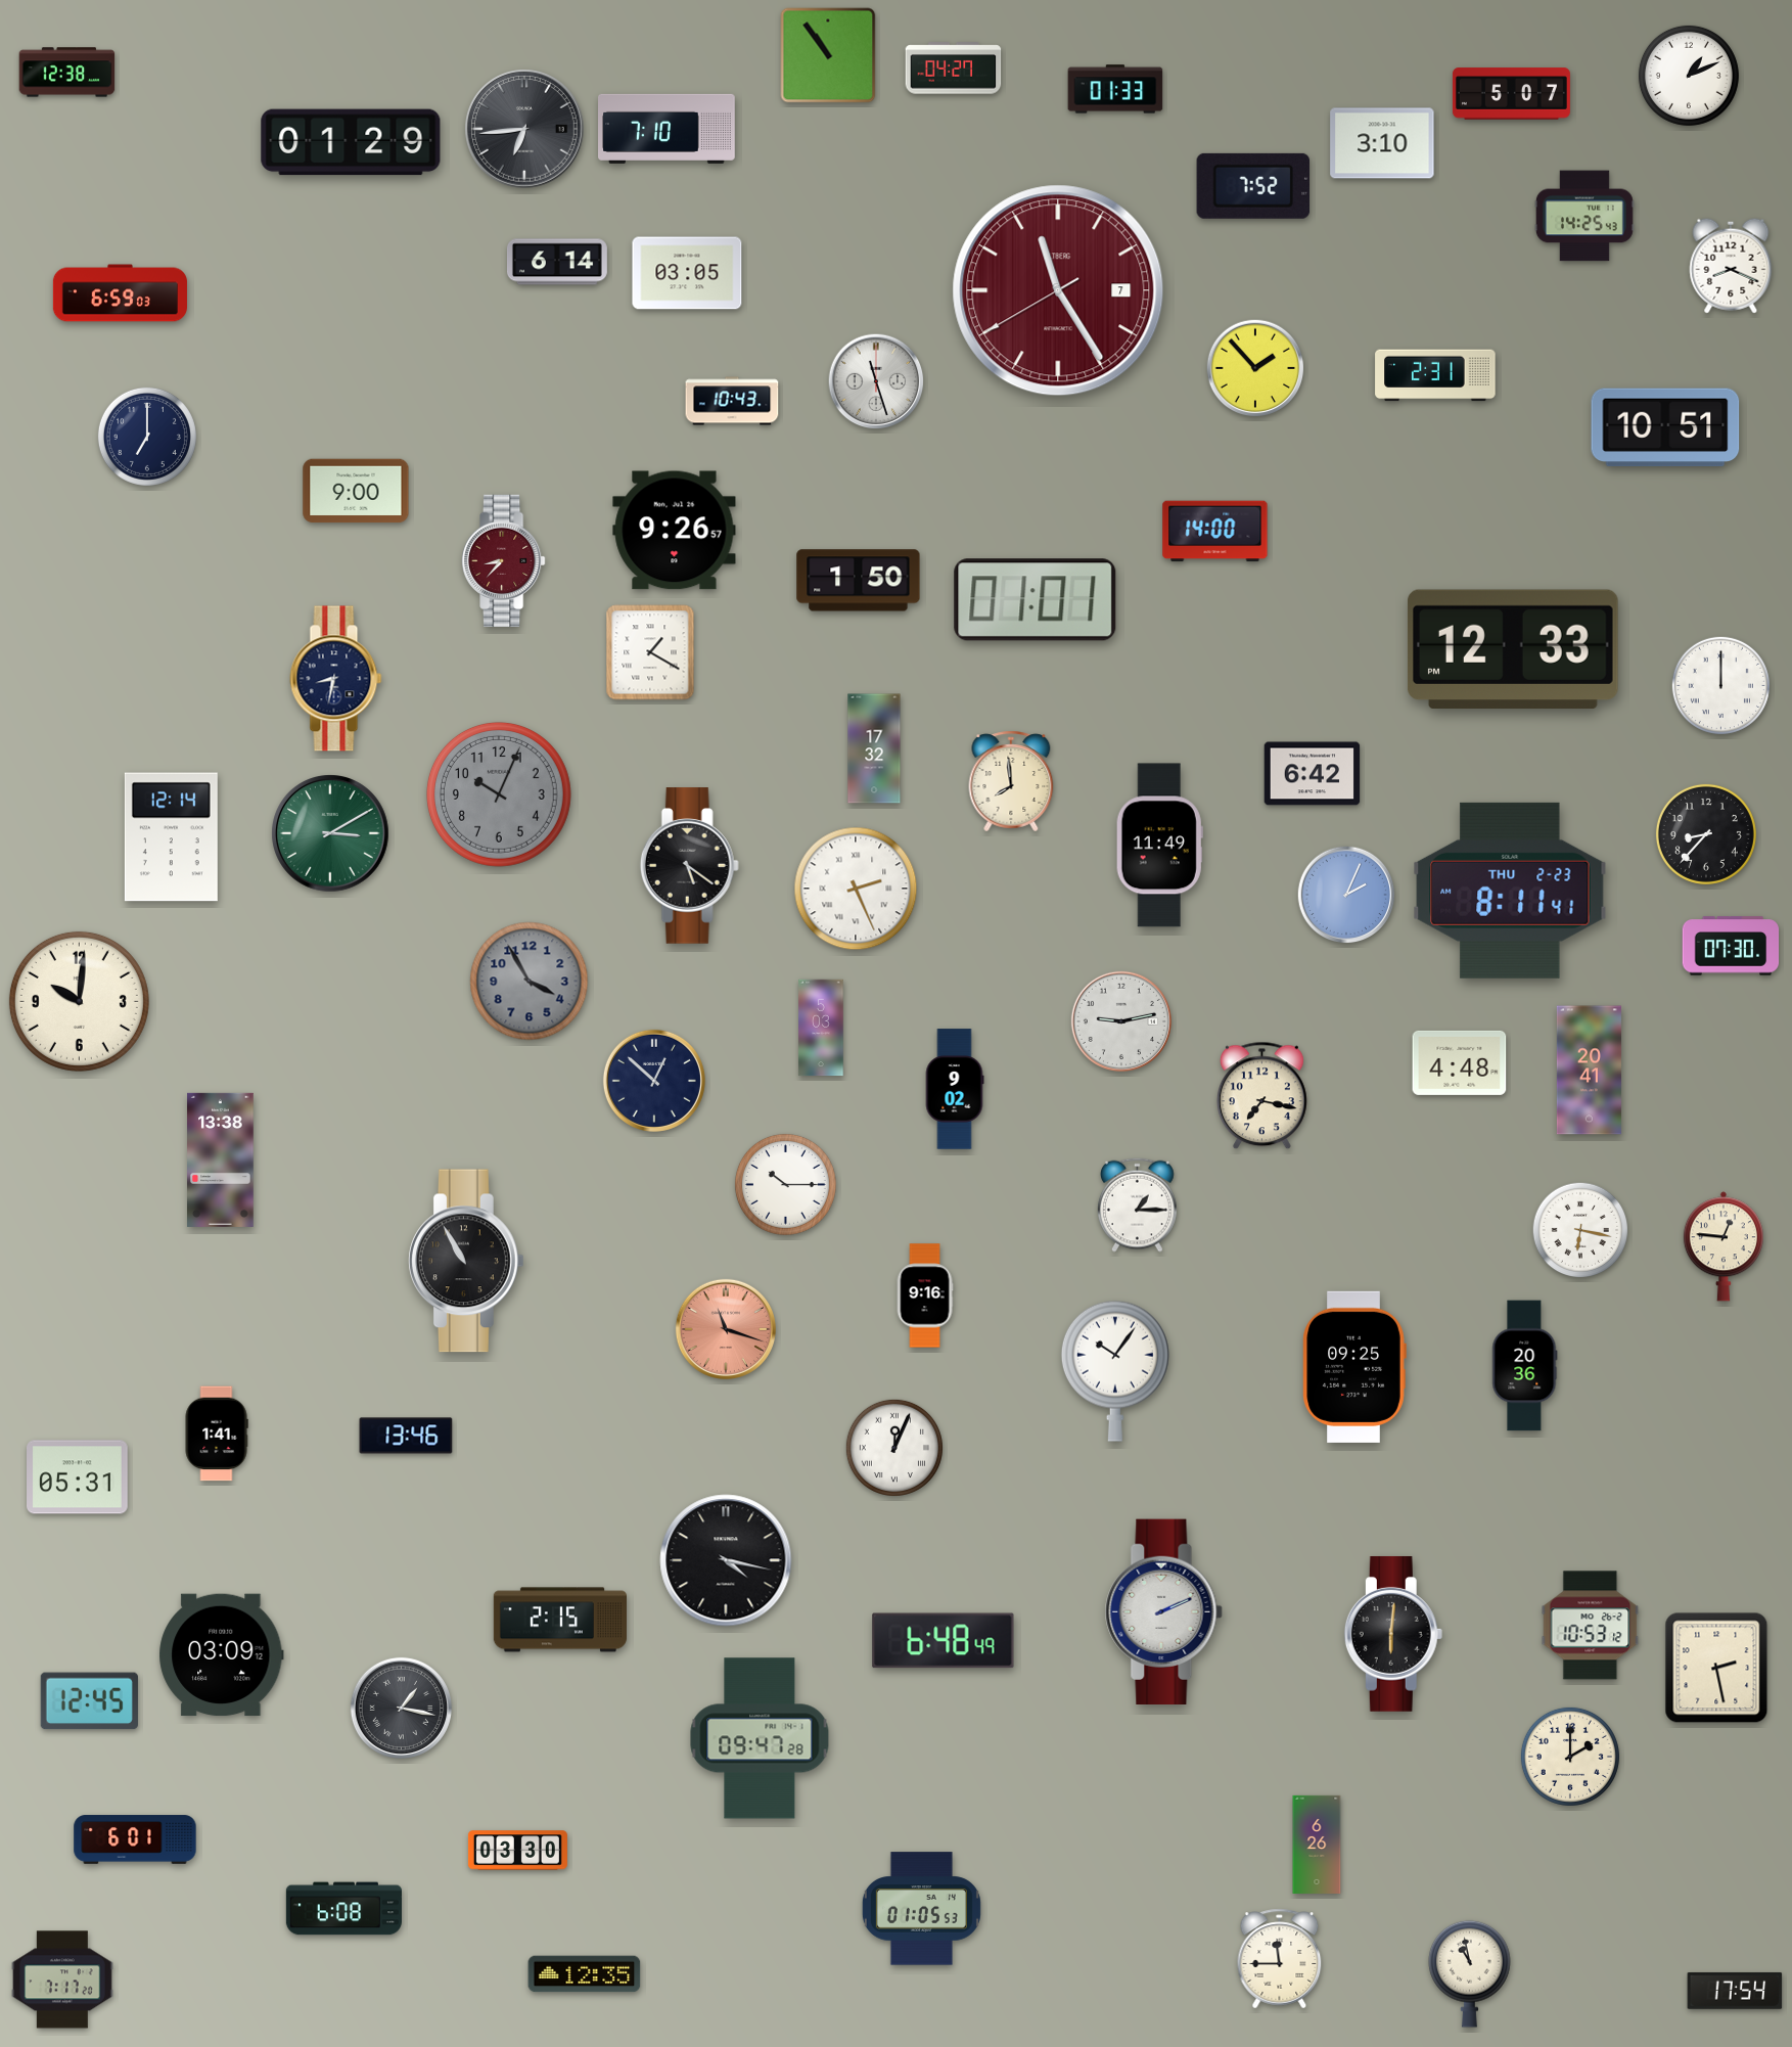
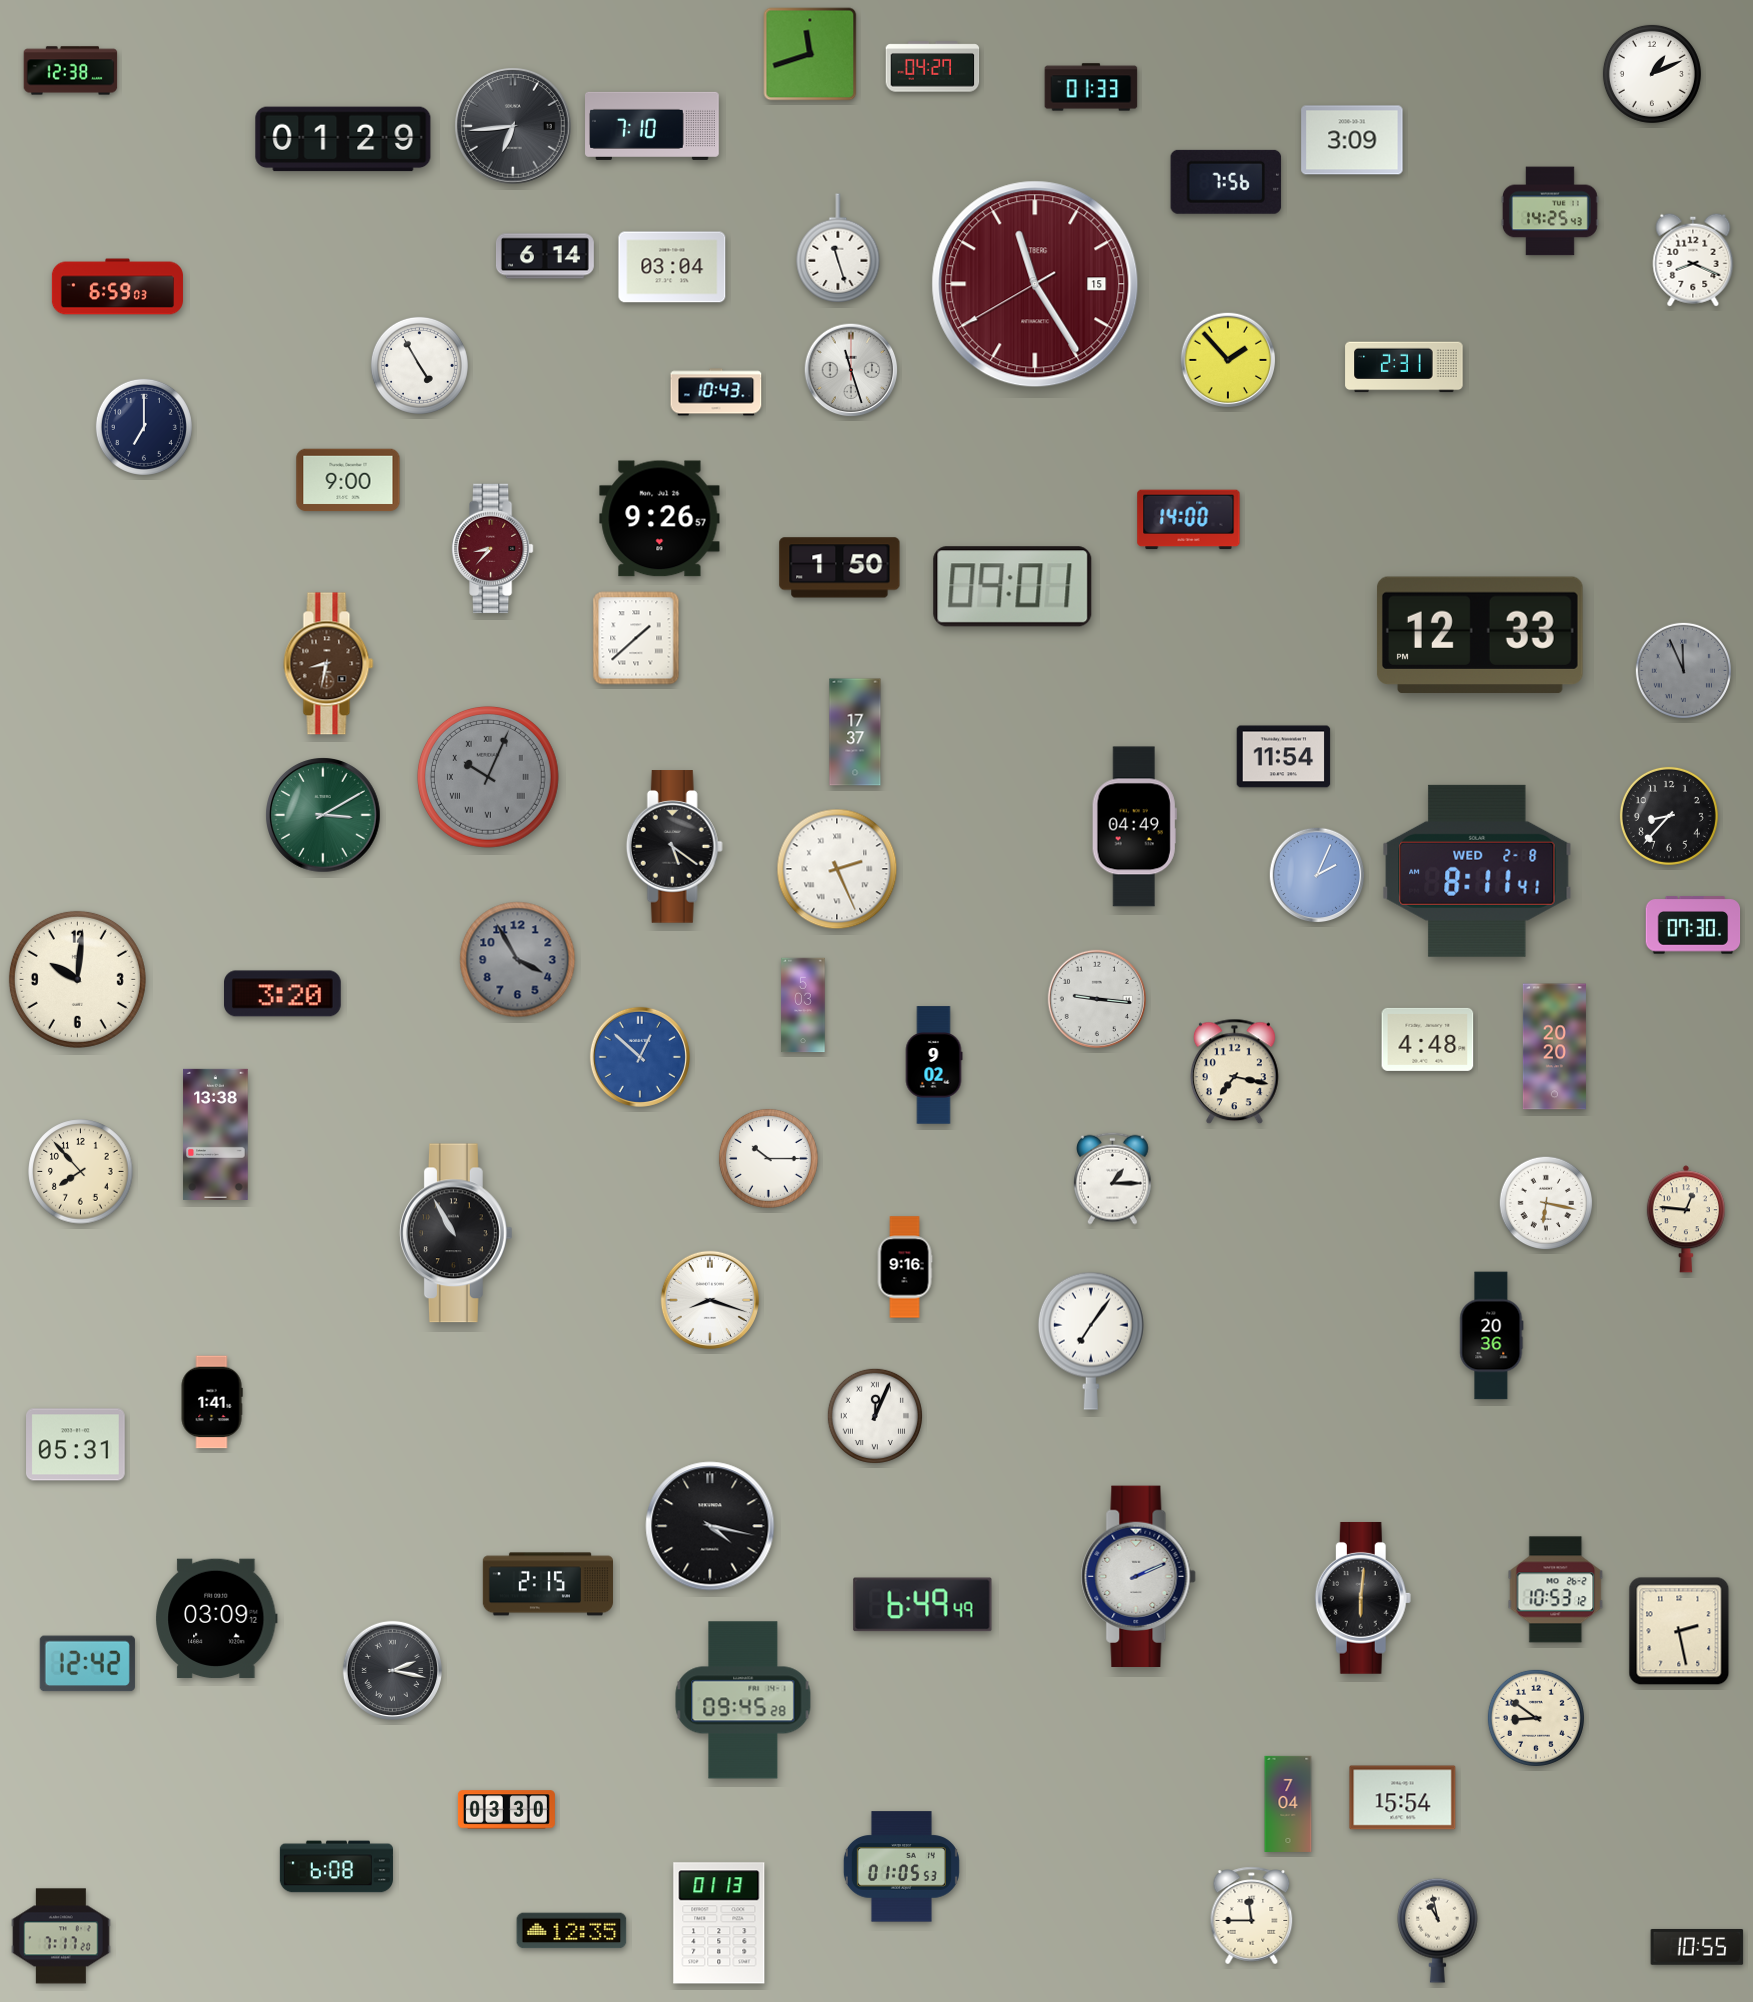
clock at (828, 55): 10:54 -> 11:42
clock at (67, 73) position: (67, 73) -> (71, 71)
clock at (1511, 94): 5:07 -> none
clock at (1382, 143): 3:10 -> 3:09
clock at (1253, 186): 7:52 -> 7:56
clock at (838, 248): none -> 11:27
clock at (687, 273): 03:05 -> 03:04
clock at (1058, 290) date: 7 -> 15
clock at (419, 365): none -> 4:55
clock at (876, 381) position: (876, 381) -> (851, 370)
clock at (1665, 427): 10:51 -> none
clock at (1036, 600): 01:01 -> 09:01
clock at (650, 652): 1:20 -> 1:38
clock at (336, 679) dial: navy -> brown
clock at (1720, 685): 12:00 -> 11:56
clock at (1720, 685) dial: white -> grey
clock at (874, 748): 17:32 -> 17:37
clock at (1313, 774): 6:42 -> 11:54
clock at (1011, 781): 7:59 -> none
clock at (499, 794) numerals: Arabic -> Roman
clock at (171, 837): 12:14 -> none
clock at (1159, 846): 11:49 -> 04:49
clock at (1510, 891) date: THU 2-23 -> WED 2-8
clock at (283, 994): none -> 3:20
clock at (1121, 1021): 9:13 -> 9:16
clock at (1589, 1071): 20:41 -> 20:20
clock at (654, 1081) dial: navy -> blue
clock at (81, 1172): none -> 7:53
clock at (726, 1329): 11:18 -> 8:18
clock at (726, 1329) dial: salmon -> white
clock at (1354, 1367): 09:25 -> none
clock at (1115, 1371): 10:06 -> 7:06
clock at (406, 1436): 13:46 -> none
clock at (944, 1641): 6:48 -> 6:49
clock at (89, 1701): 12:45 -> 12:42
clock at (401, 1708): 1:17 -> 2:17
clock at (760, 1738): 09:47 -> 09:45
clock at (1570, 1757): 2:00 -> 8:51
clock at (1403, 1798): none -> 15:54
clock at (135, 1839): 6:01 -> none
clock at (1317, 1845): 6:26 -> 7:04
clock at (719, 1923): none -> 01:13
clock at (1735, 1991): 17:54 -> 10:55
